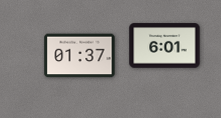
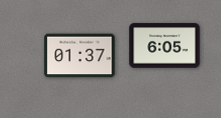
clock at (165, 46): 6:01 -> 6:05
